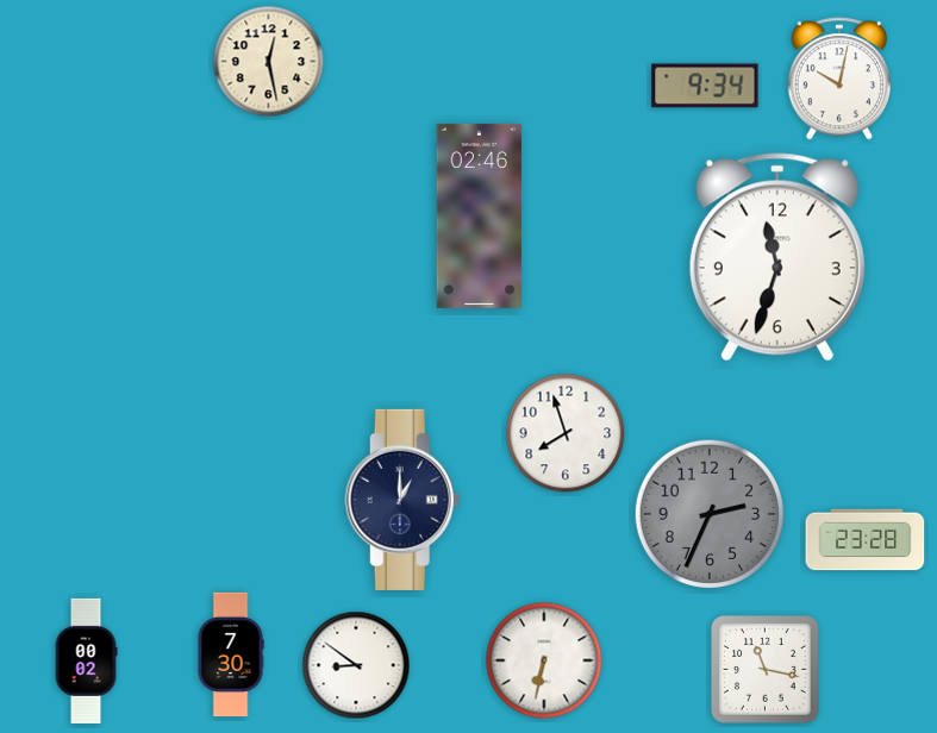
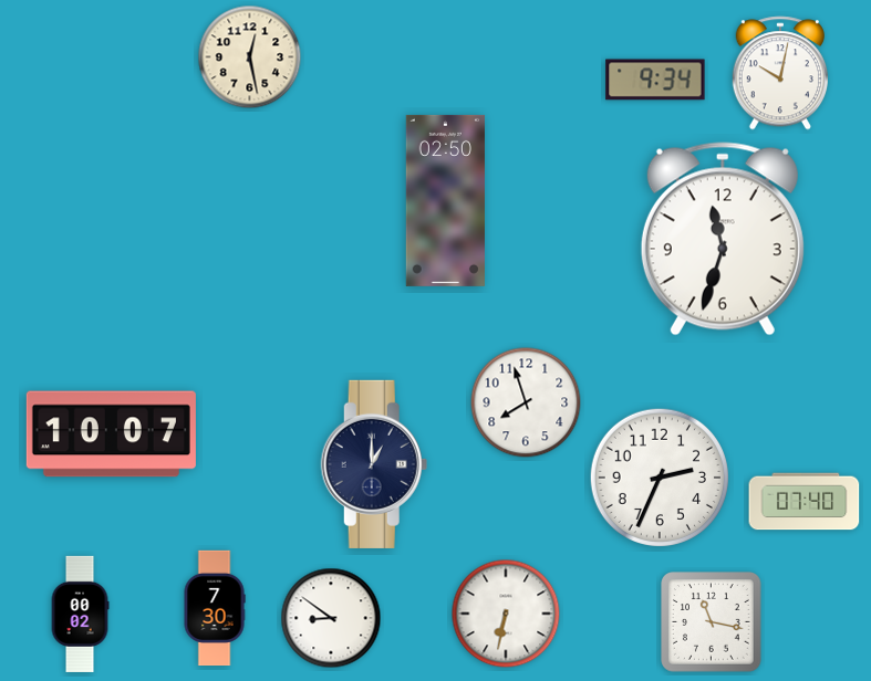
clock at (479, 215): 02:46 -> 02:50
clock at (111, 434): none -> 10:07
clock at (708, 513) dial: grey -> white
clock at (866, 540): 23:28 -> 07:40
